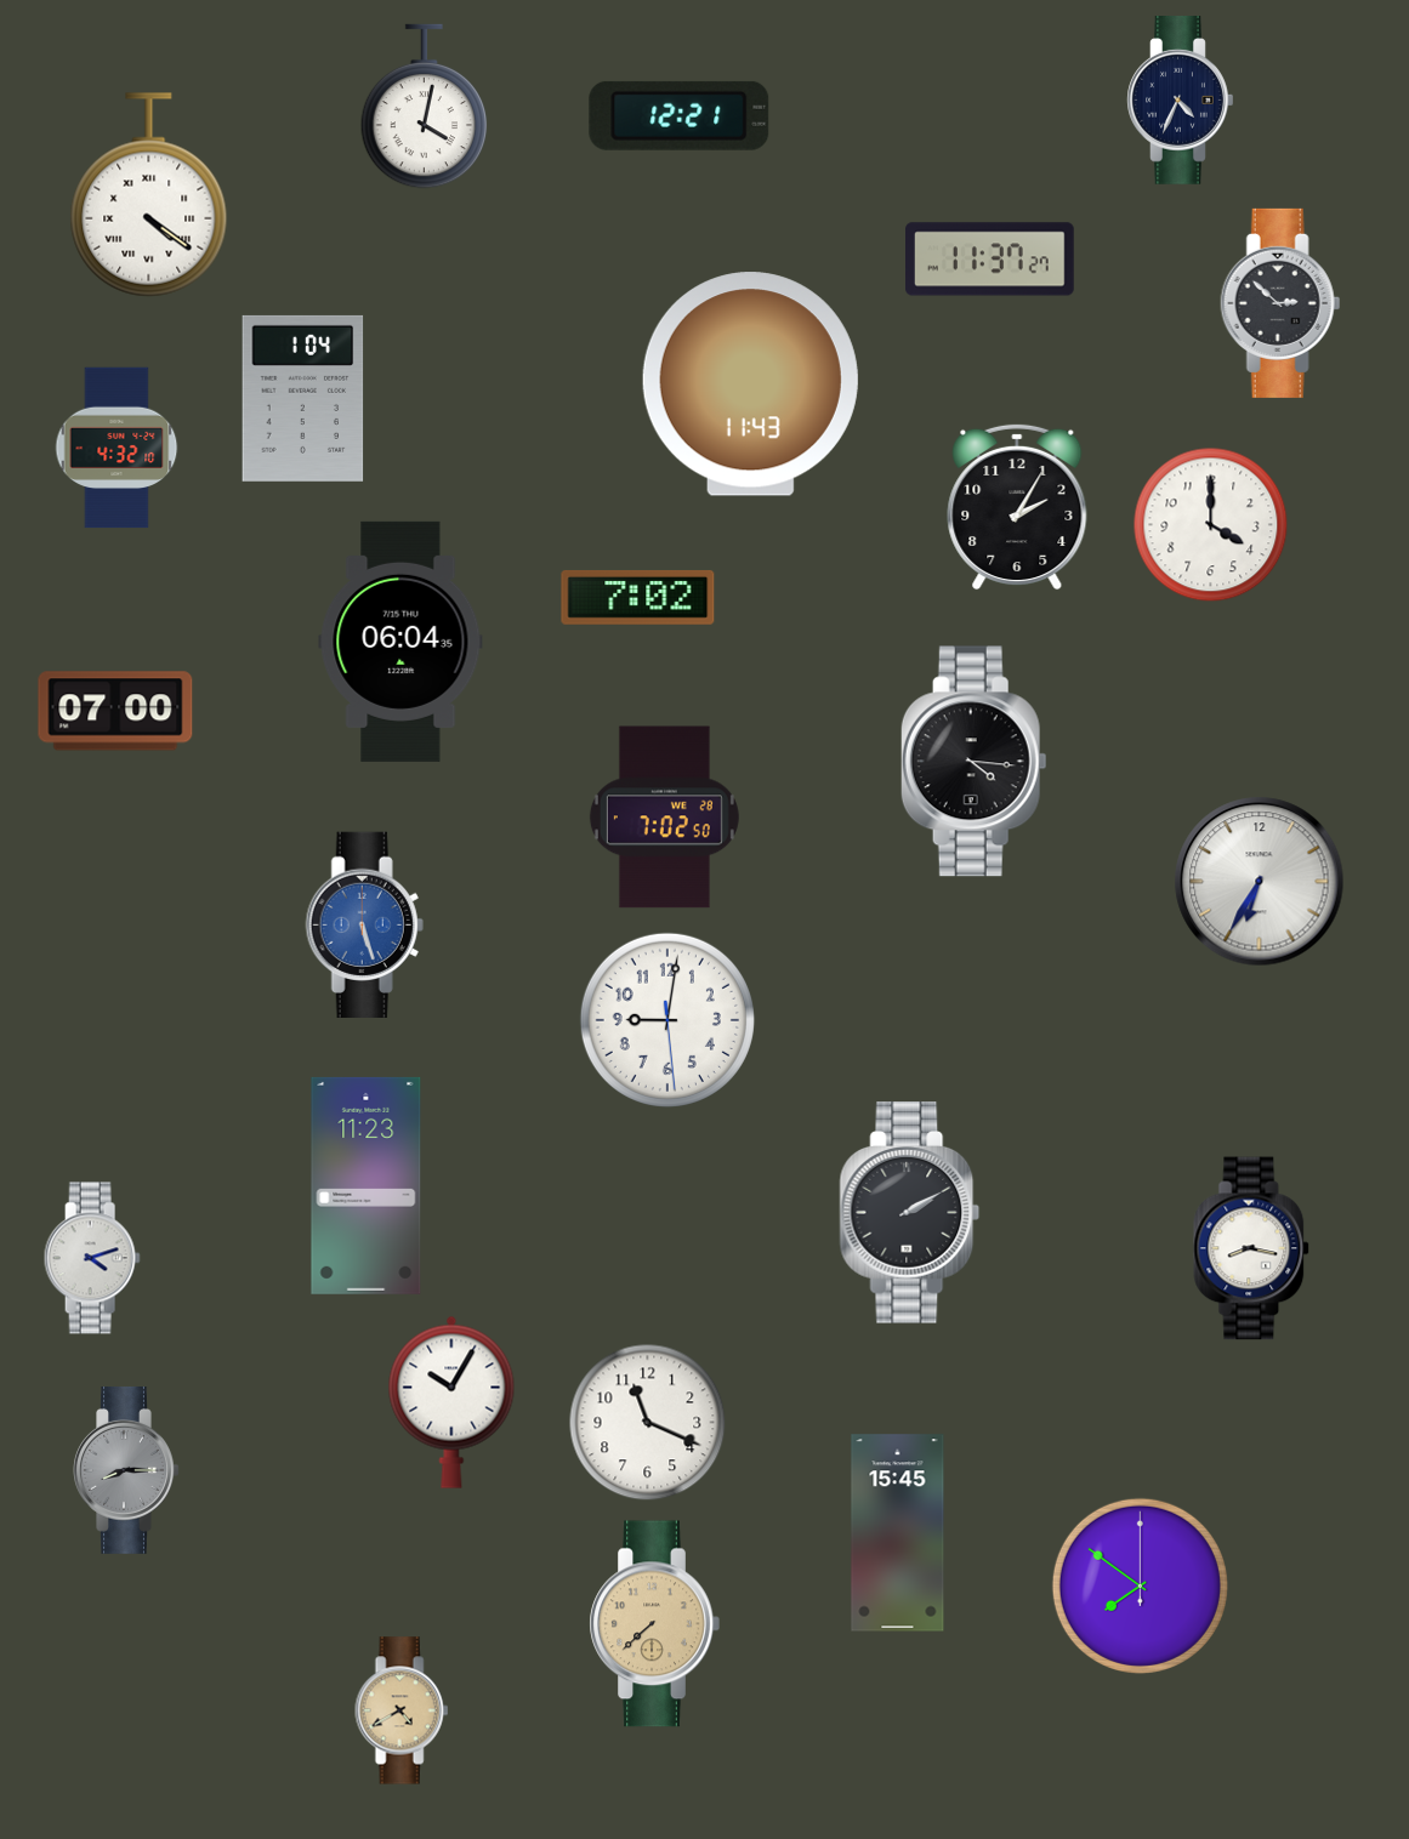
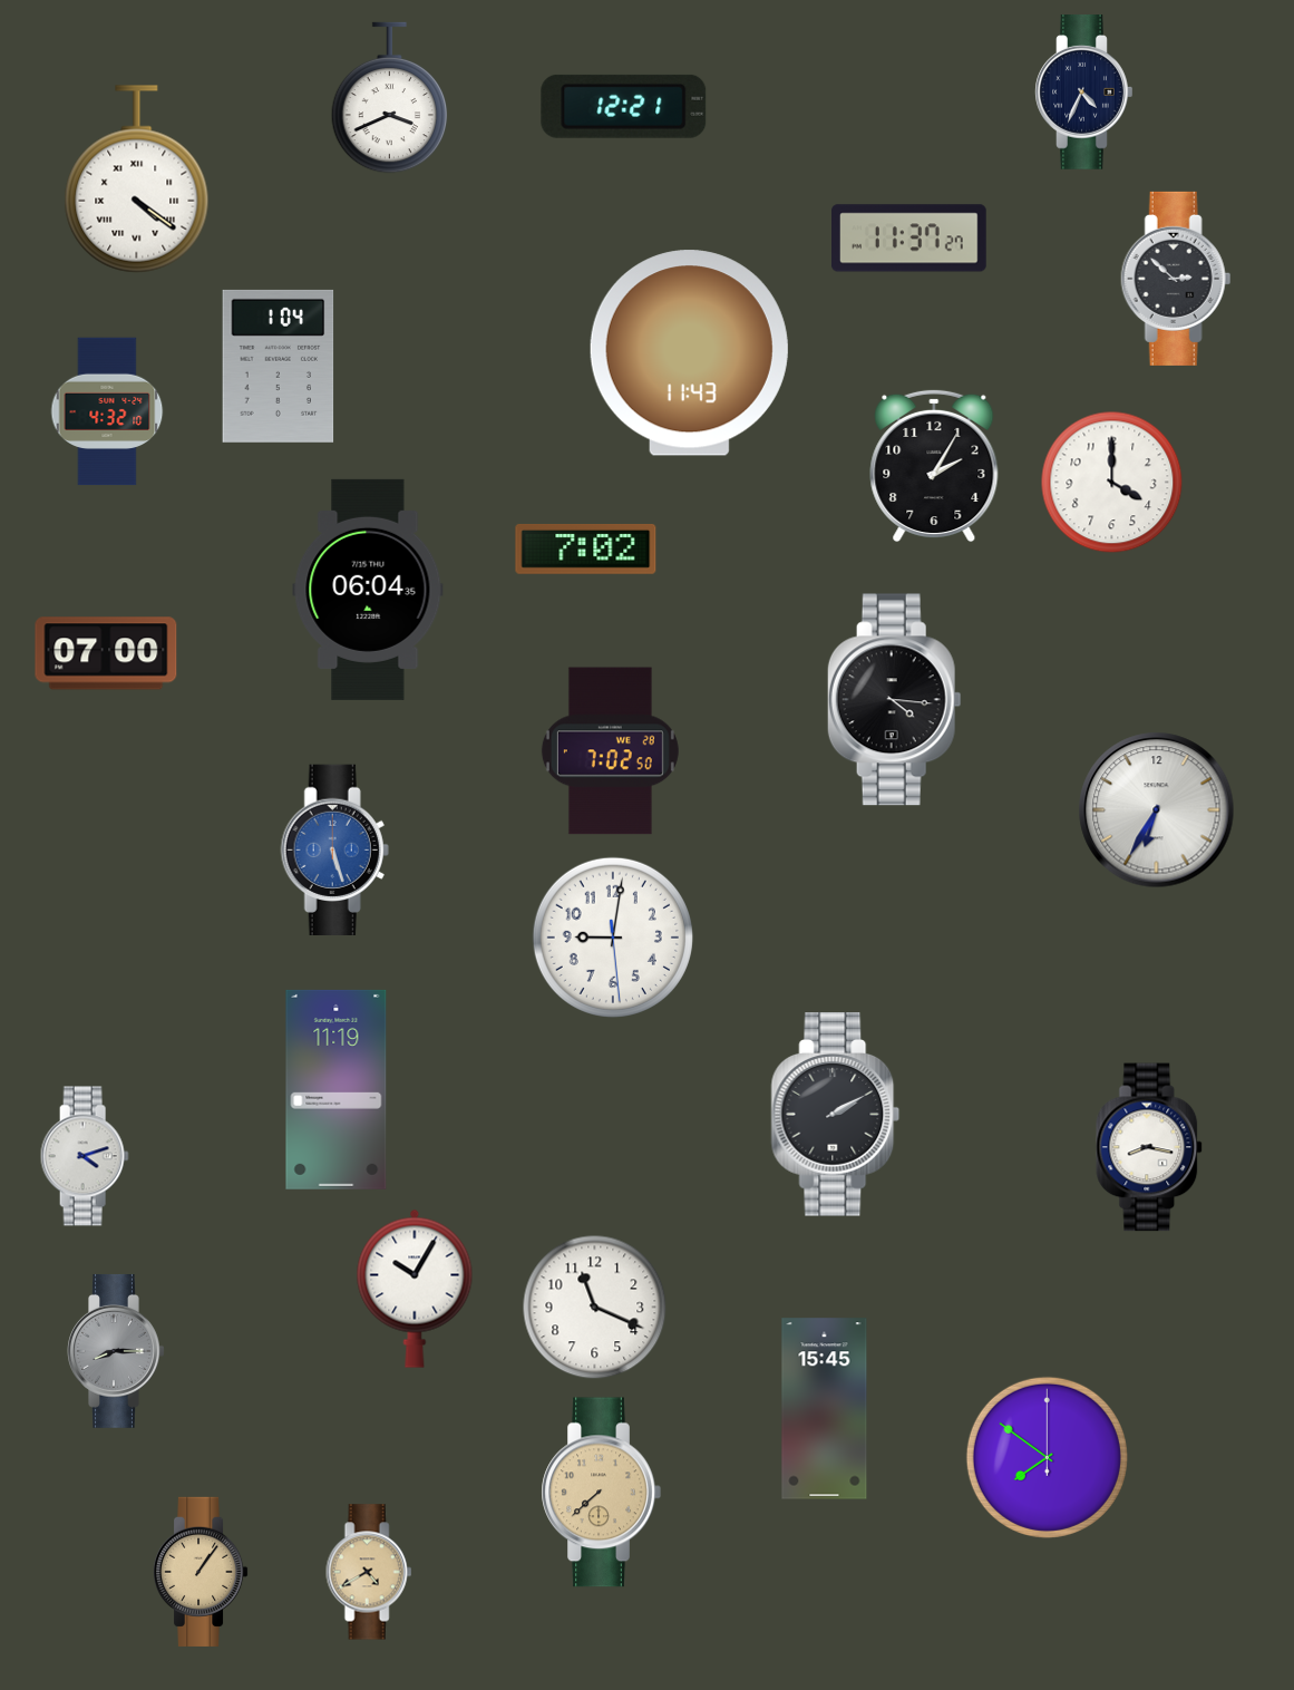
clock at (425, 107): 4:02 -> 3:41
clock at (367, 1185): 11:23 -> 11:19
clock at (201, 1572): none -> 1:06
